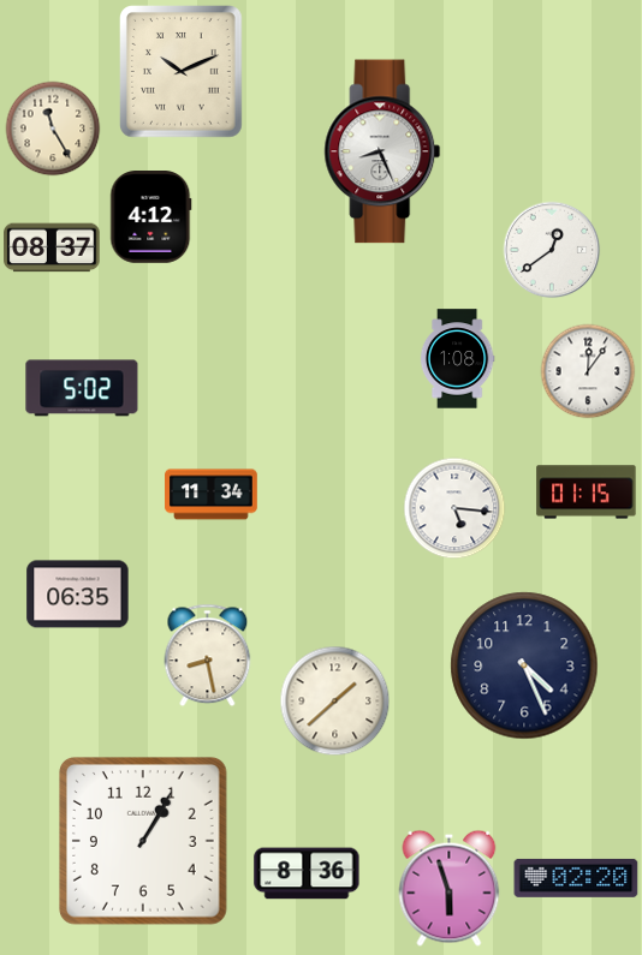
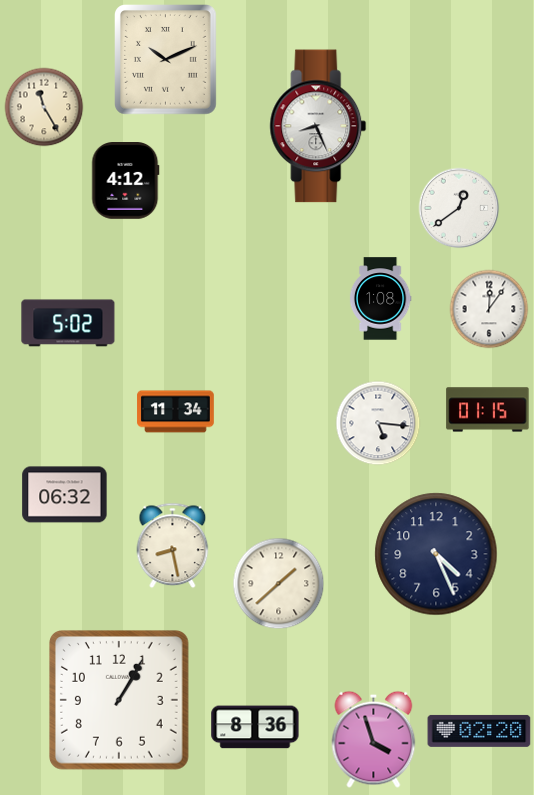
clock at (182, 72) position: (182, 72) -> (166, 60)
clock at (52, 247): 08:37 -> none
clock at (78, 595): 06:35 -> 06:32
clock at (450, 888): 5:57 -> 3:57
